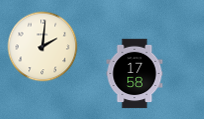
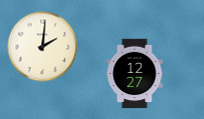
clock at (135, 74): 17:58 -> 12:27
